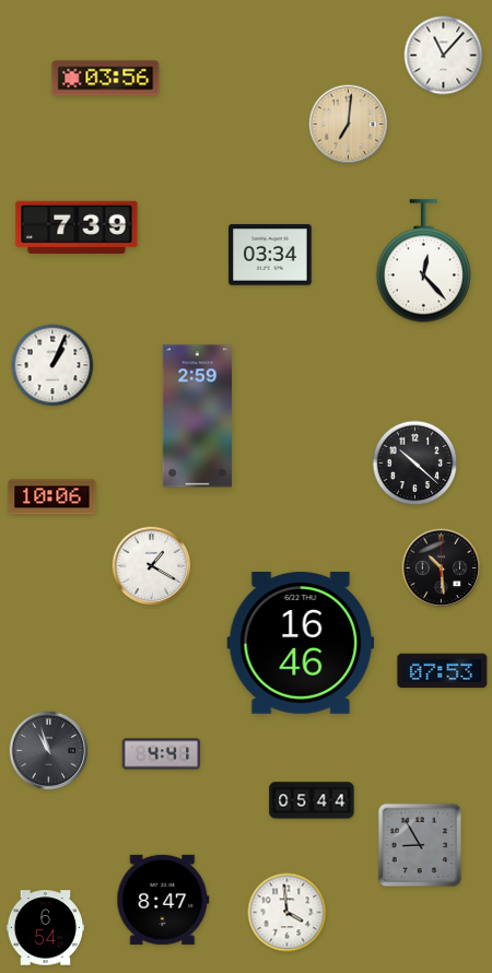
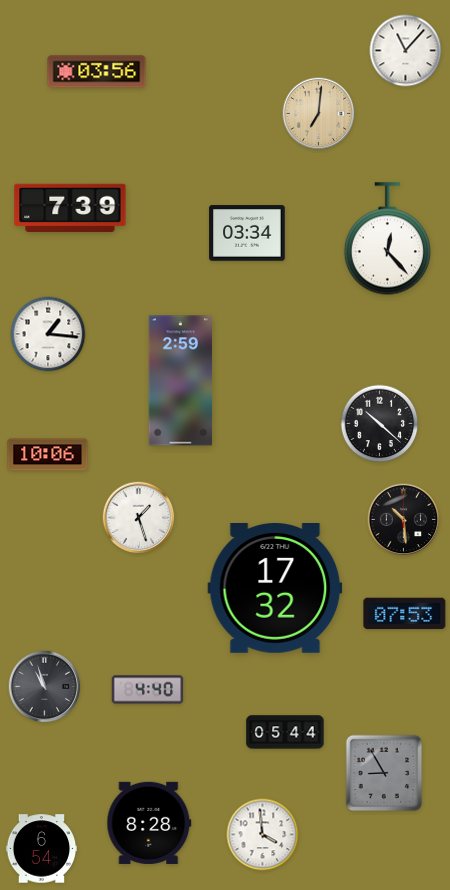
clock at (52, 365): 1:04 -> 1:16
clock at (152, 566): 1:20 -> 1:27
clock at (301, 644): 16:46 -> 17:32
clock at (162, 754): 4:41 -> 4:40
clock at (163, 900): 8:47 -> 8:28
